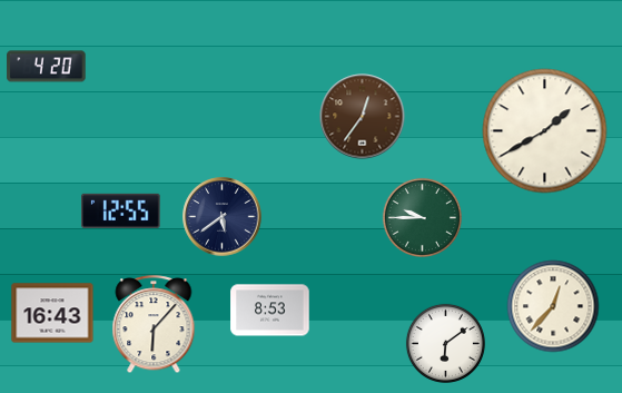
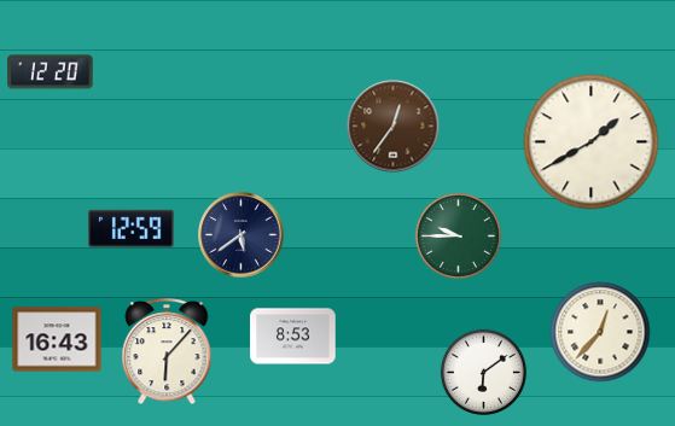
clock at (47, 67): 4:20 -> 12:20
clock at (121, 210): 12:55 -> 12:59
